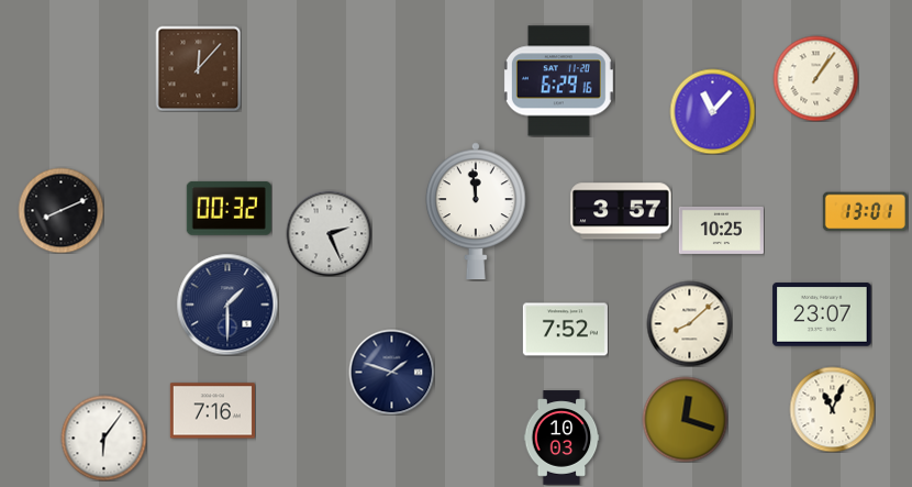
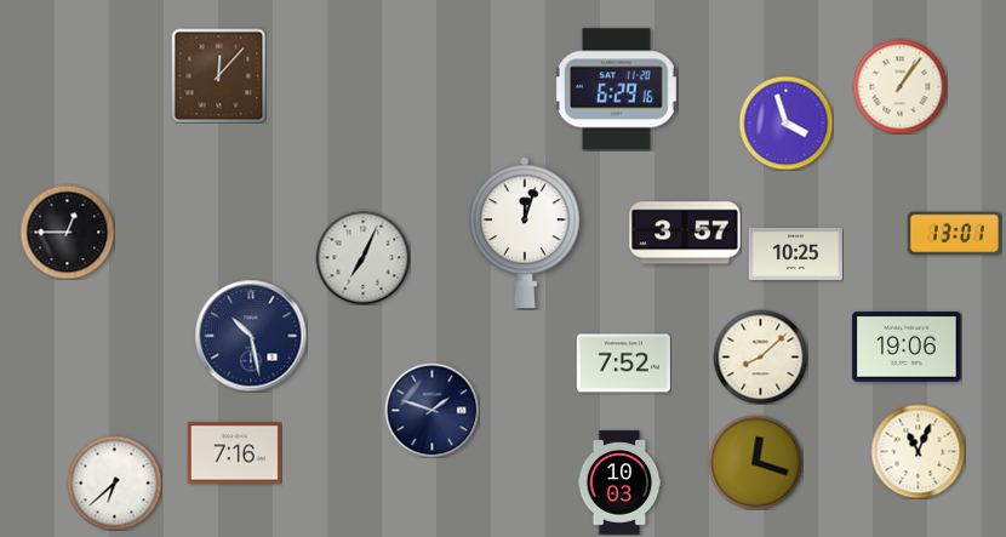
clock at (712, 111): 11:07 -> 3:57
clock at (229, 208): 00:32 -> none
clock at (60, 210): 8:11 -> 12:45
clock at (476, 211): 11:59 -> 12:03
clock at (329, 233): 2:26 -> 7:04
clock at (227, 305): 1:30 -> 10:28
clock at (822, 314): 23:07 -> 19:06
clock at (103, 438): 6:06 -> 6:38
